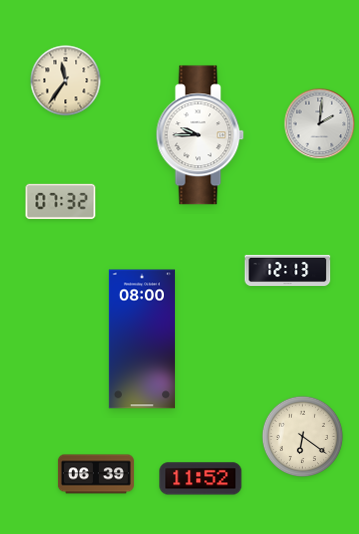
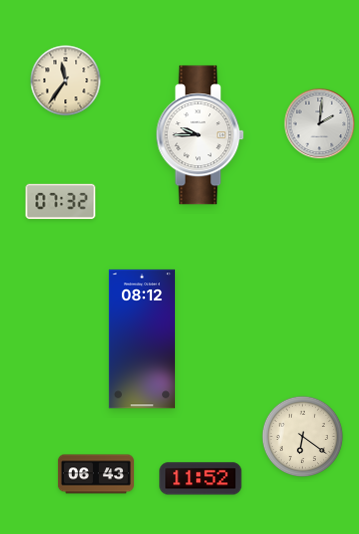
clock at (288, 270): 12:13 -> none
clock at (142, 339): 08:00 -> 08:12
clock at (96, 474): 06:39 -> 06:43
